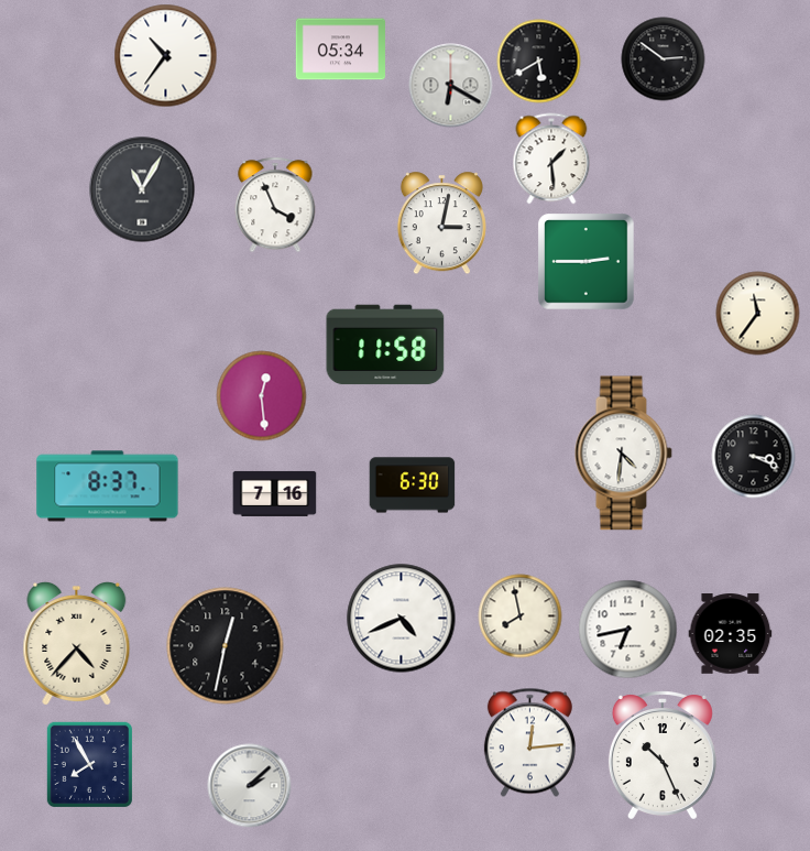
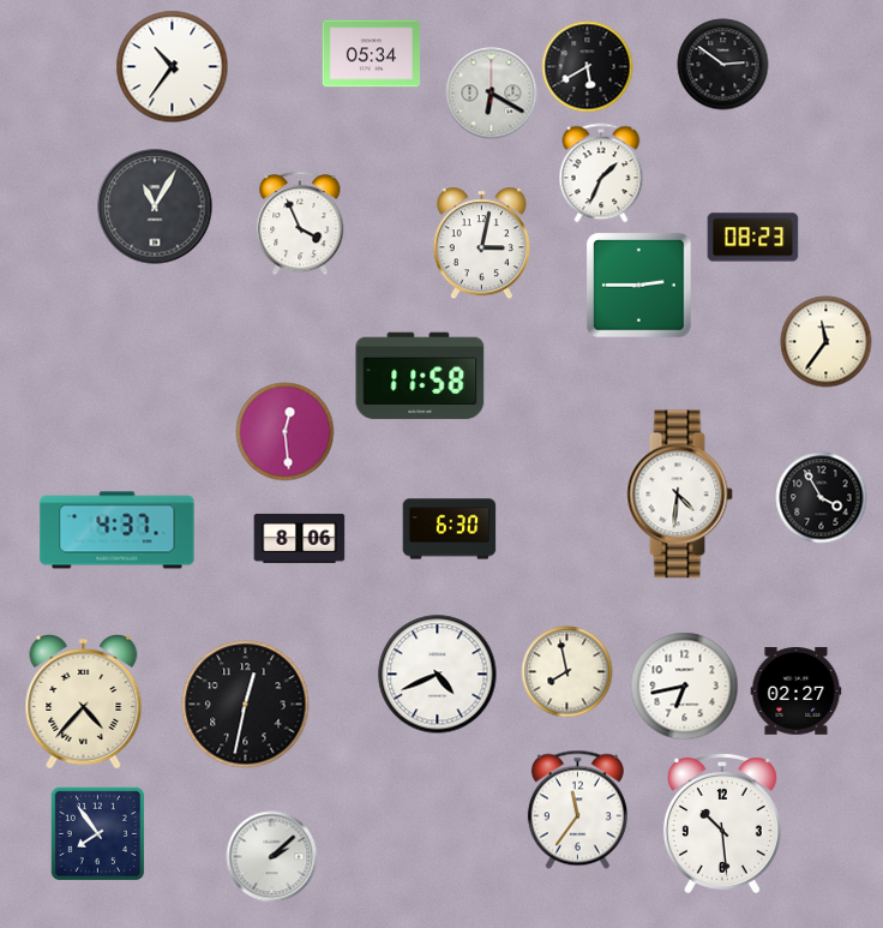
clock at (166, 56) position: (166, 56) -> (173, 67)
clock at (551, 159): 1:29 -> 1:34
clock at (753, 238): none -> 08:23
clock at (754, 457): 3:19 -> 3:55
clock at (108, 487): 8:37 -> 4:37
clock at (275, 493): 7:16 -> 8:06
clock at (731, 634): 02:35 -> 02:27
clock at (529, 743): 12:14 -> 11:36
clock at (663, 755): 10:26 -> 10:29
clock at (89, 764): 7:55 -> 7:54
